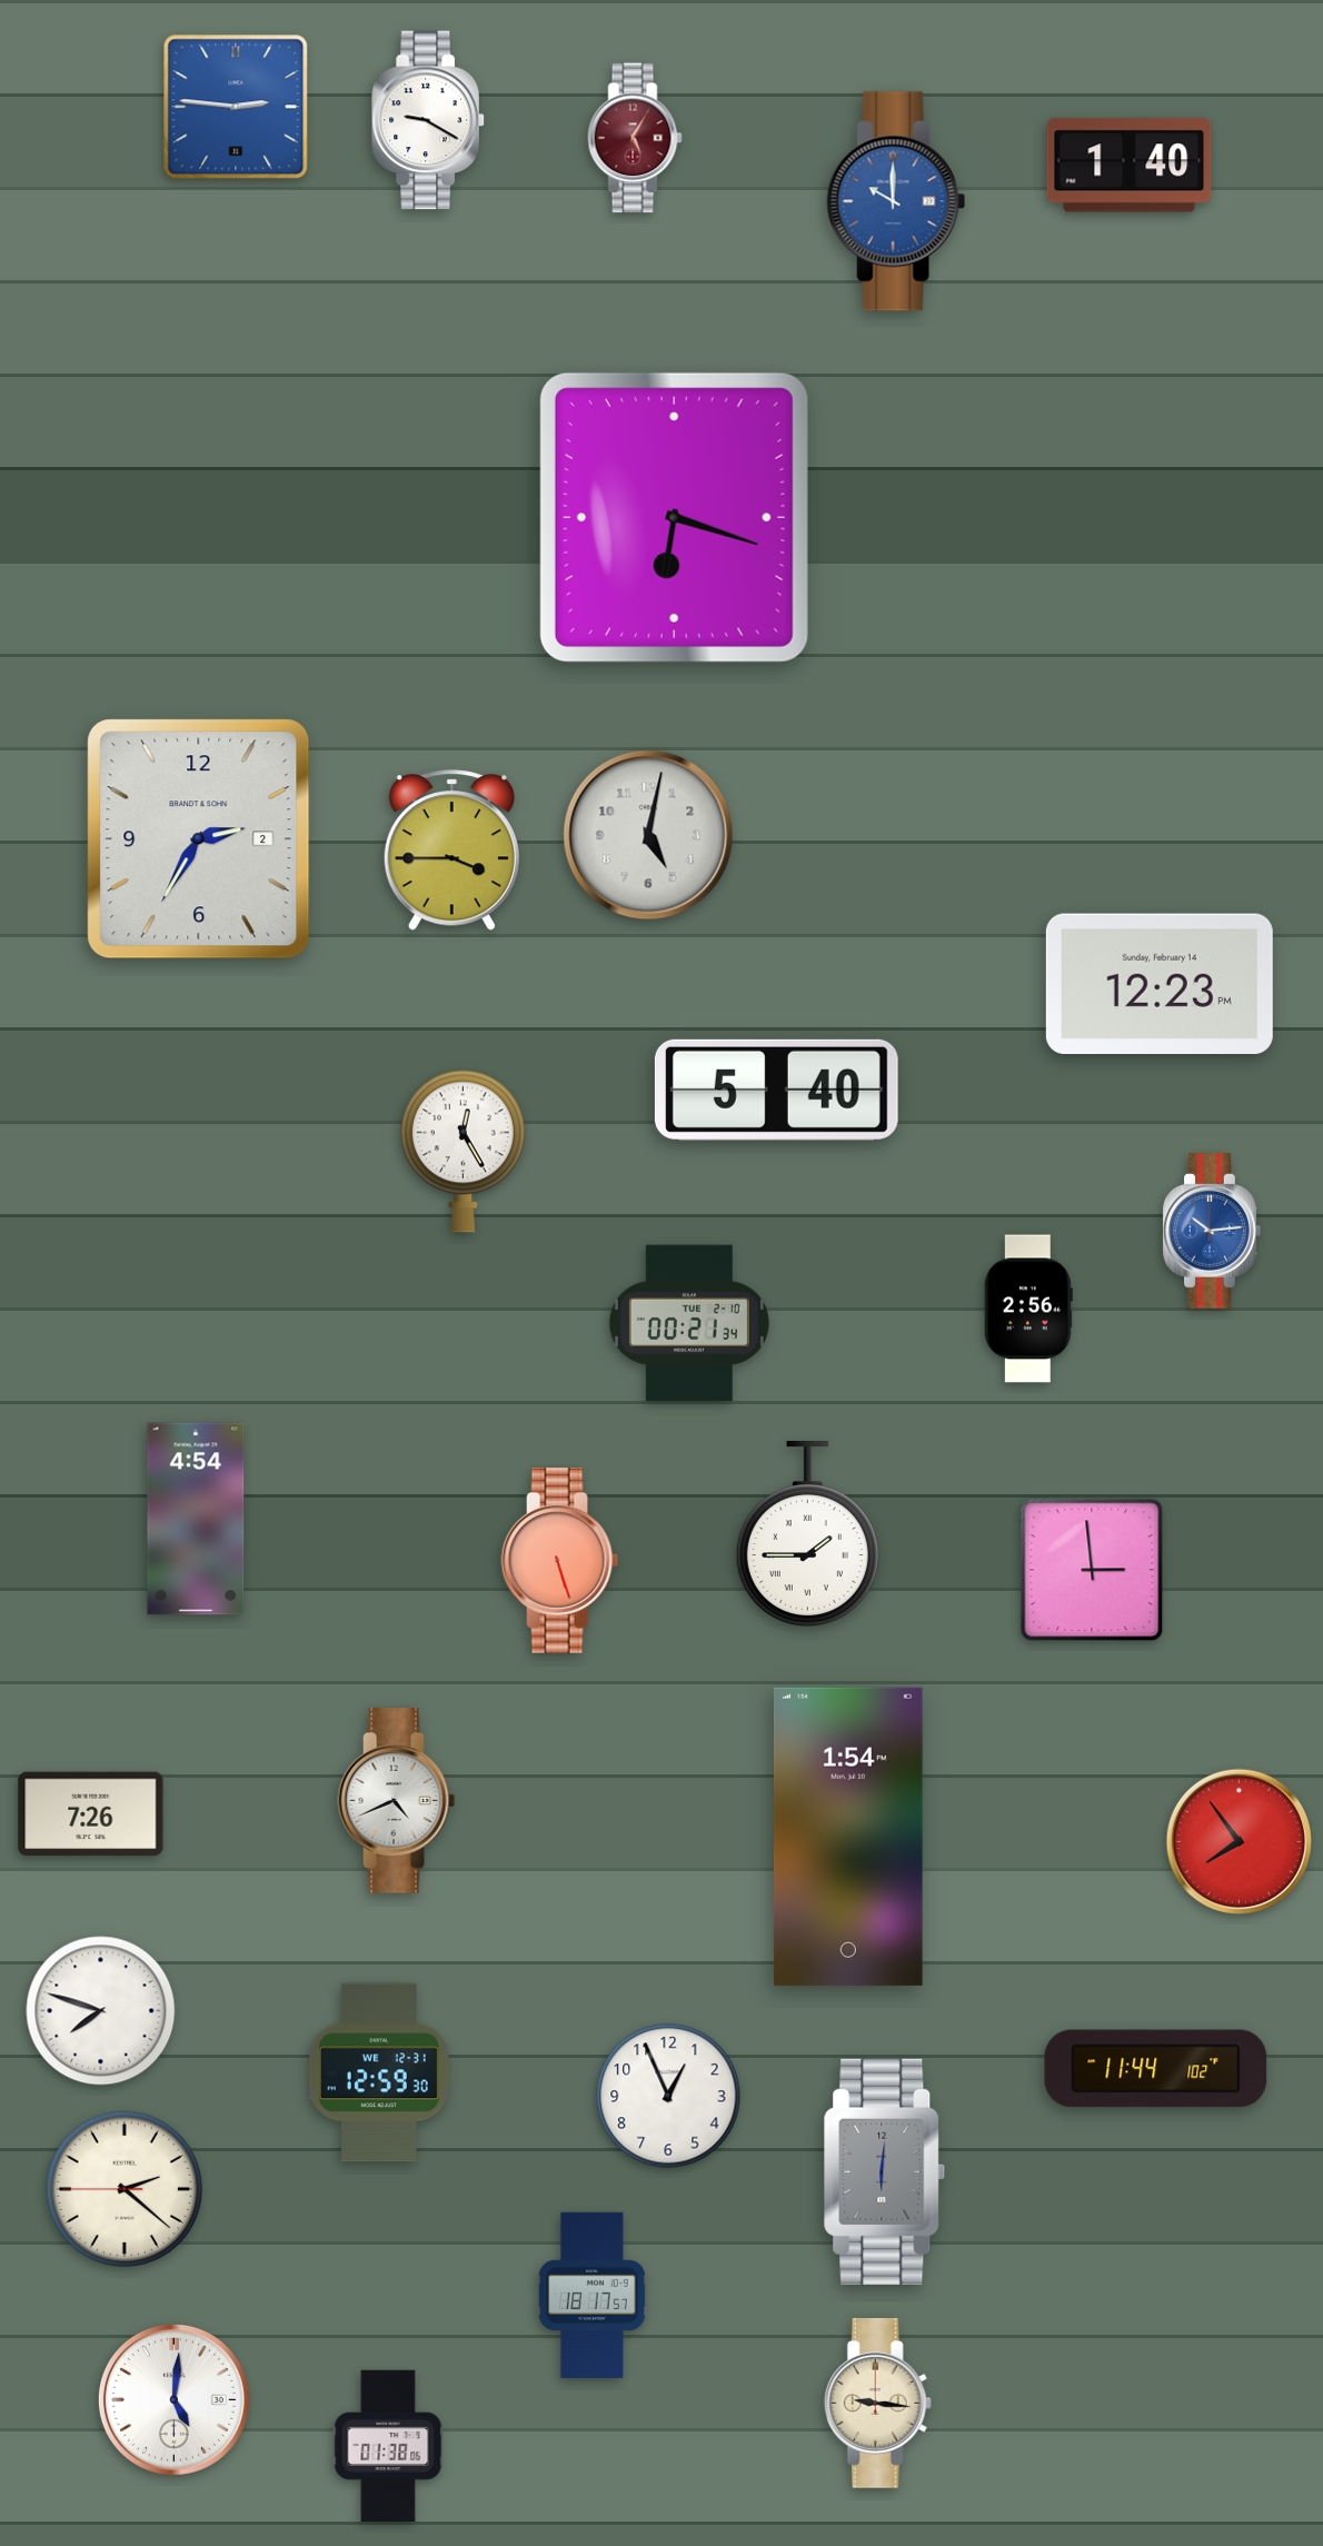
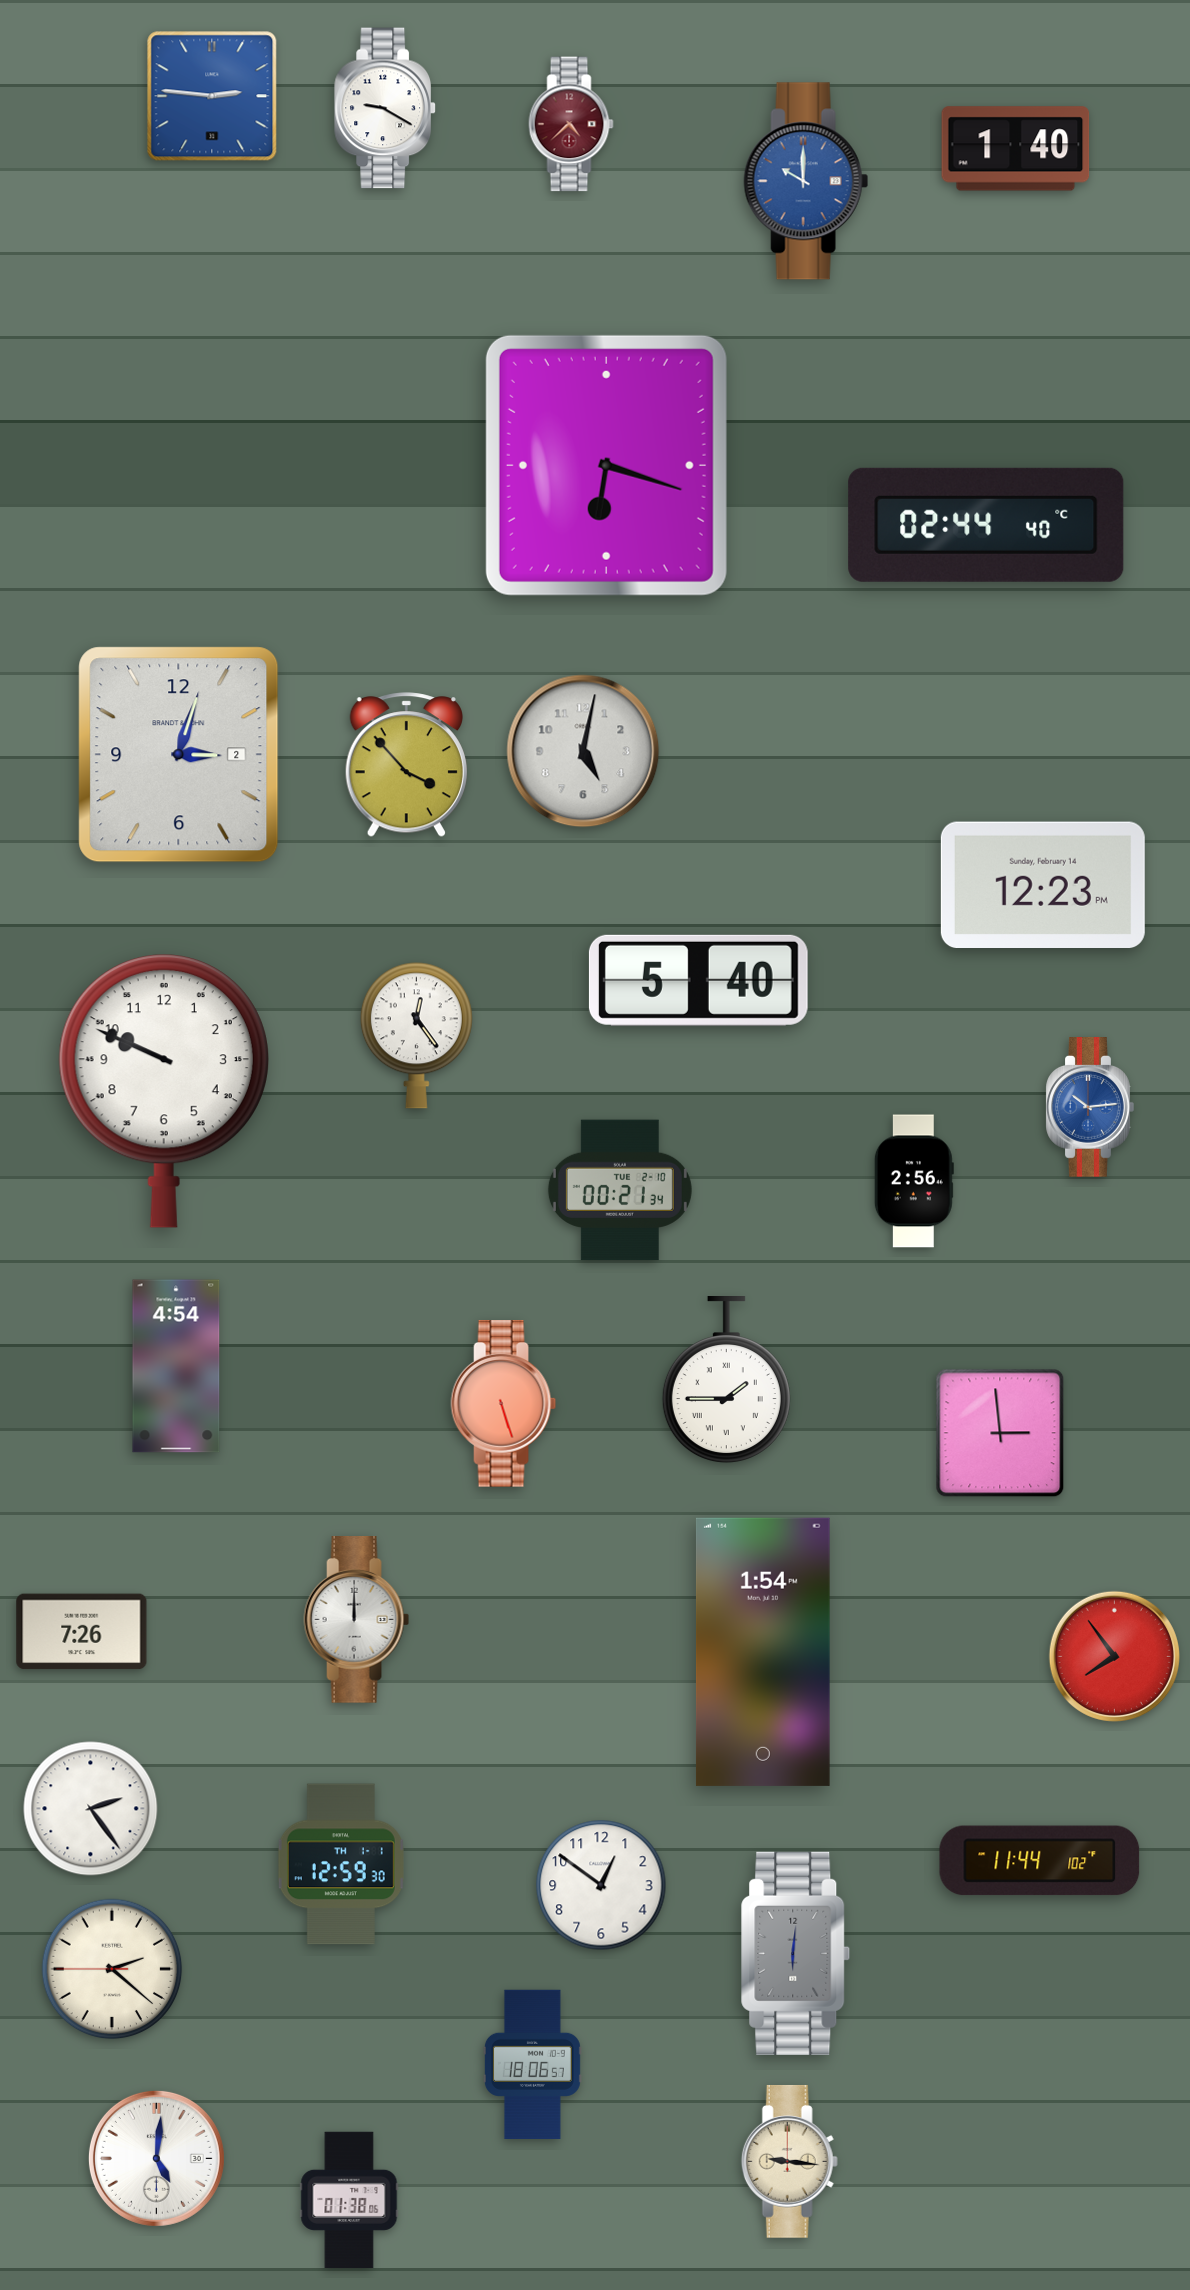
clock at (635, 138): 5:05 -> 4:38
clock at (986, 525): none -> 02:44
clock at (199, 839): 2:35 -> 3:03
clock at (451, 851): 3:45 -> 3:53
clock at (462, 1152): 12:25 -> 12:24
clock at (164, 1091): none -> 9:49
clock at (1028, 1309) position: (1028, 1309) -> (914, 1181)
clock at (1092, 1570) position: (1092, 1570) -> (1000, 1433)
clock at (397, 1801): 4:41 -> 12:00
clock at (101, 2011): 7:48 -> 2:24
clock at (379, 2072) date: WE 12-31 -> TH 1-1
clock at (668, 2096): 12:56 -> 12:51
clock at (591, 2296): 18:17 -> 18:06
